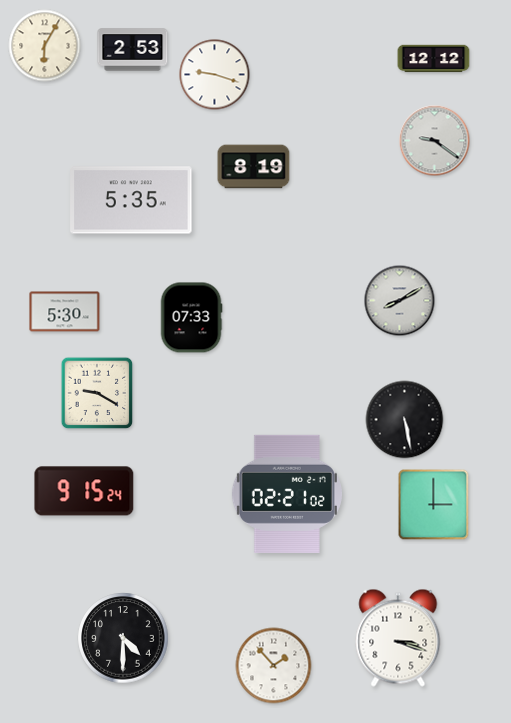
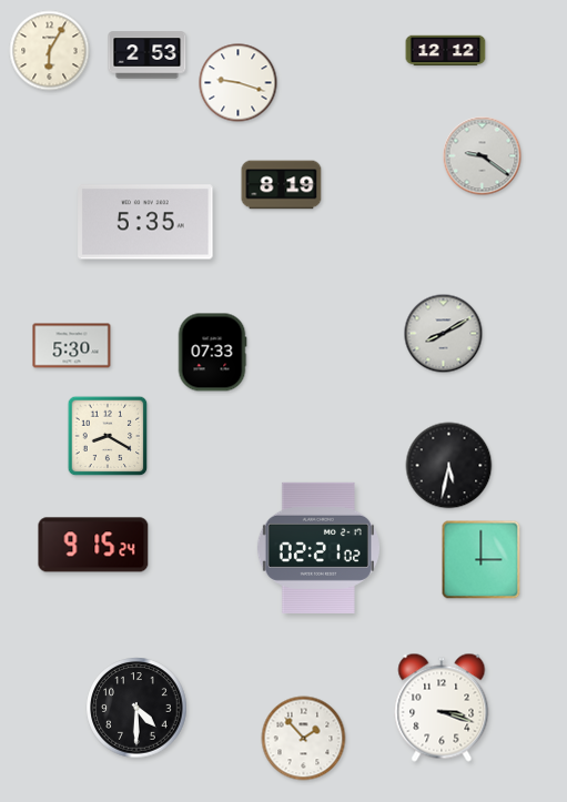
clock at (434, 59) position: (434, 59) -> (446, 51)
clock at (97, 393): 9:20 -> 8:20
clock at (405, 420): 5:28 -> 5:32
